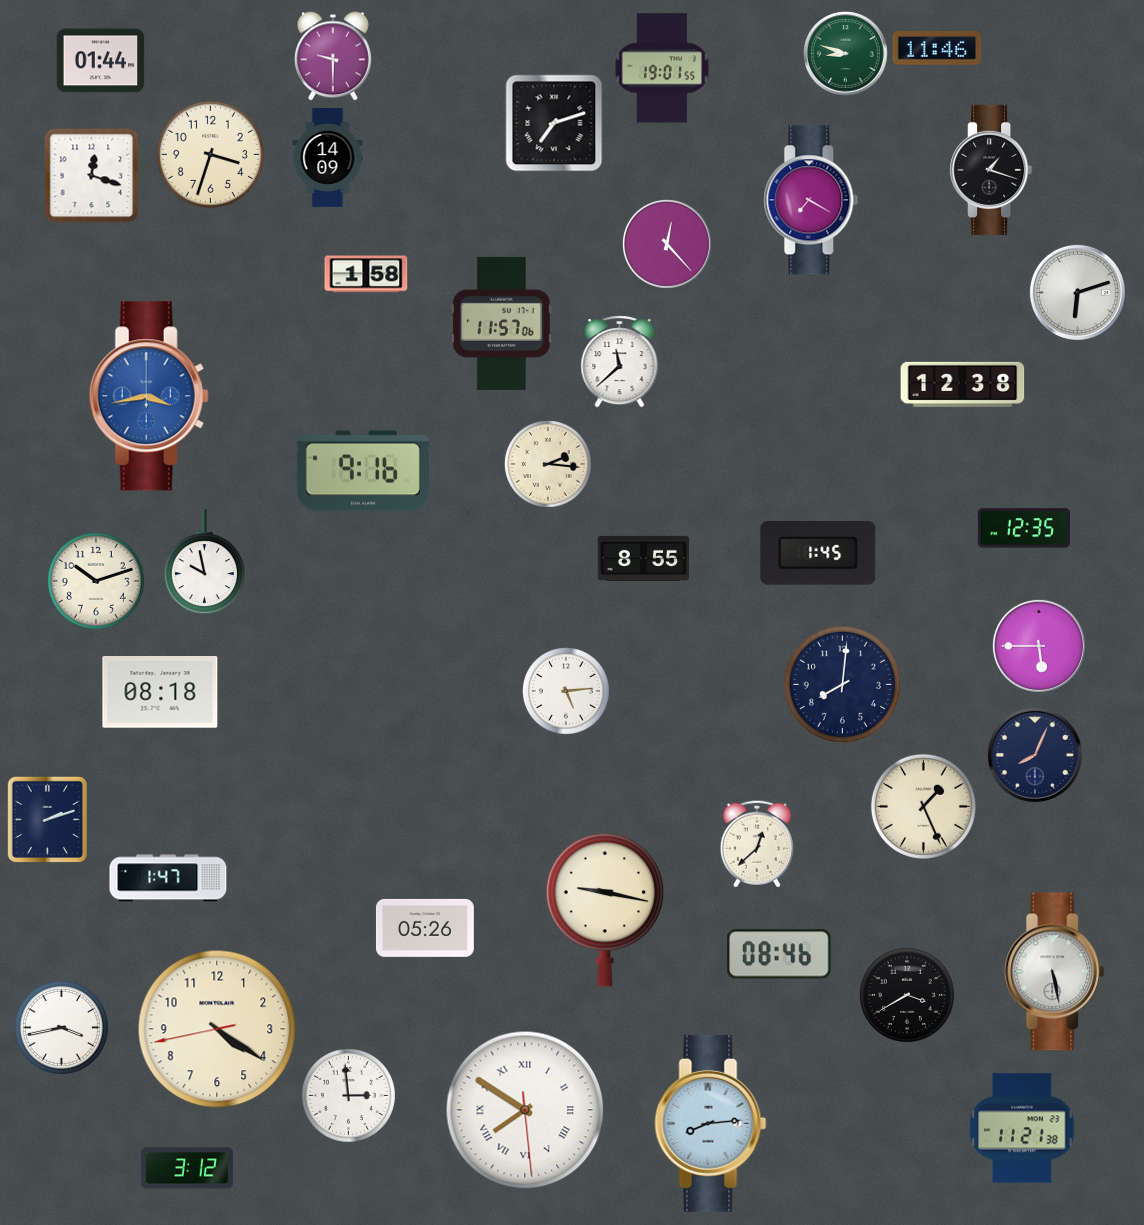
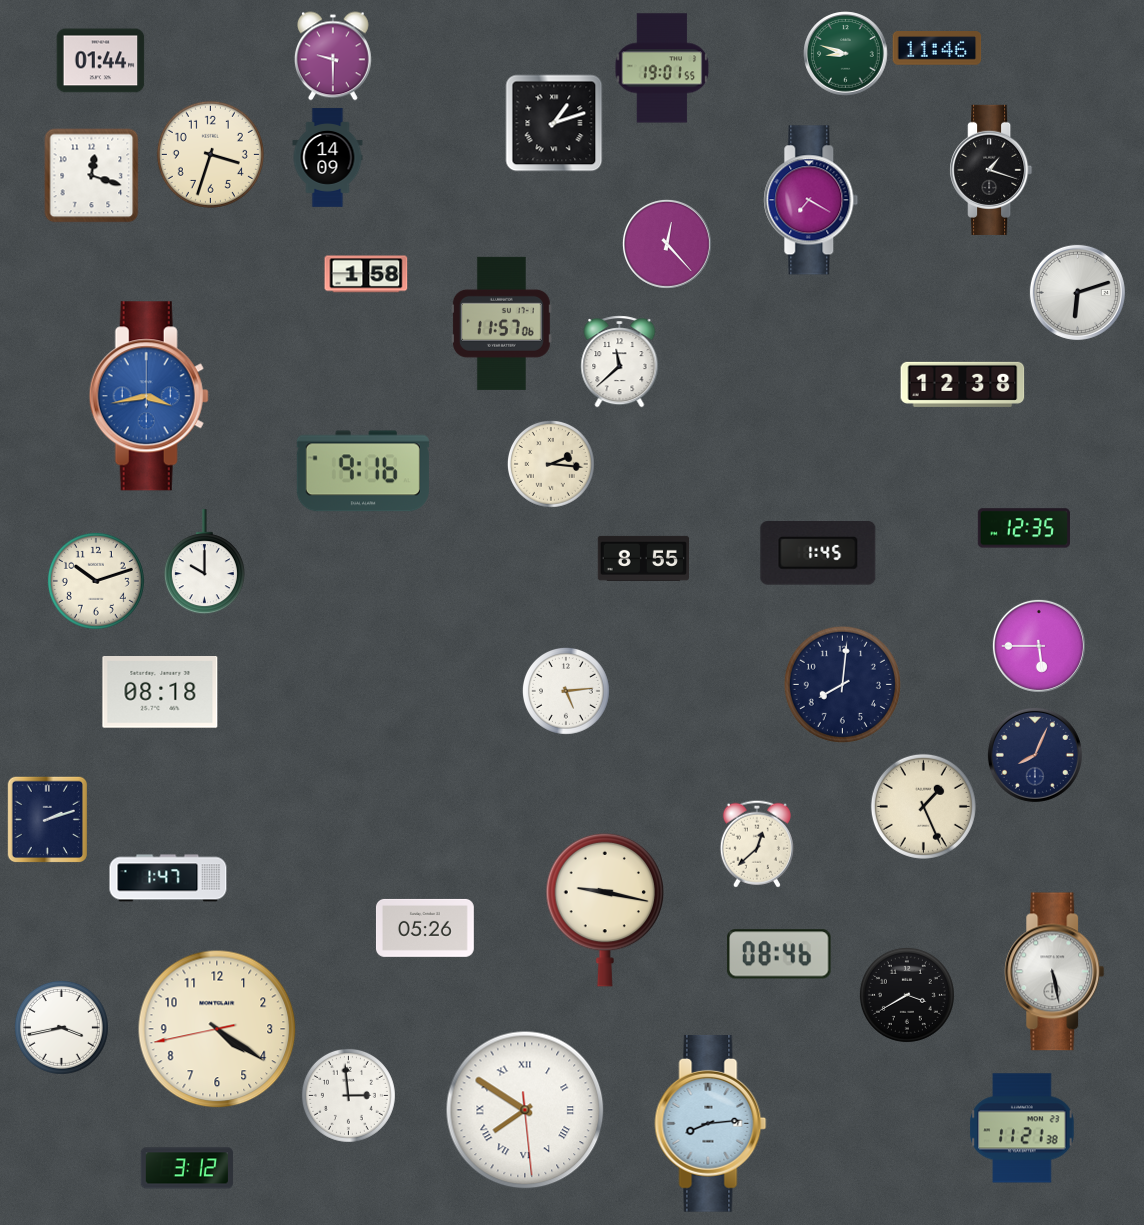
clock at (554, 123): 7:12 -> 1:12
clock at (548, 465) position: (548, 465) -> (551, 465)
clock at (204, 562): 9:58 -> 10:00
